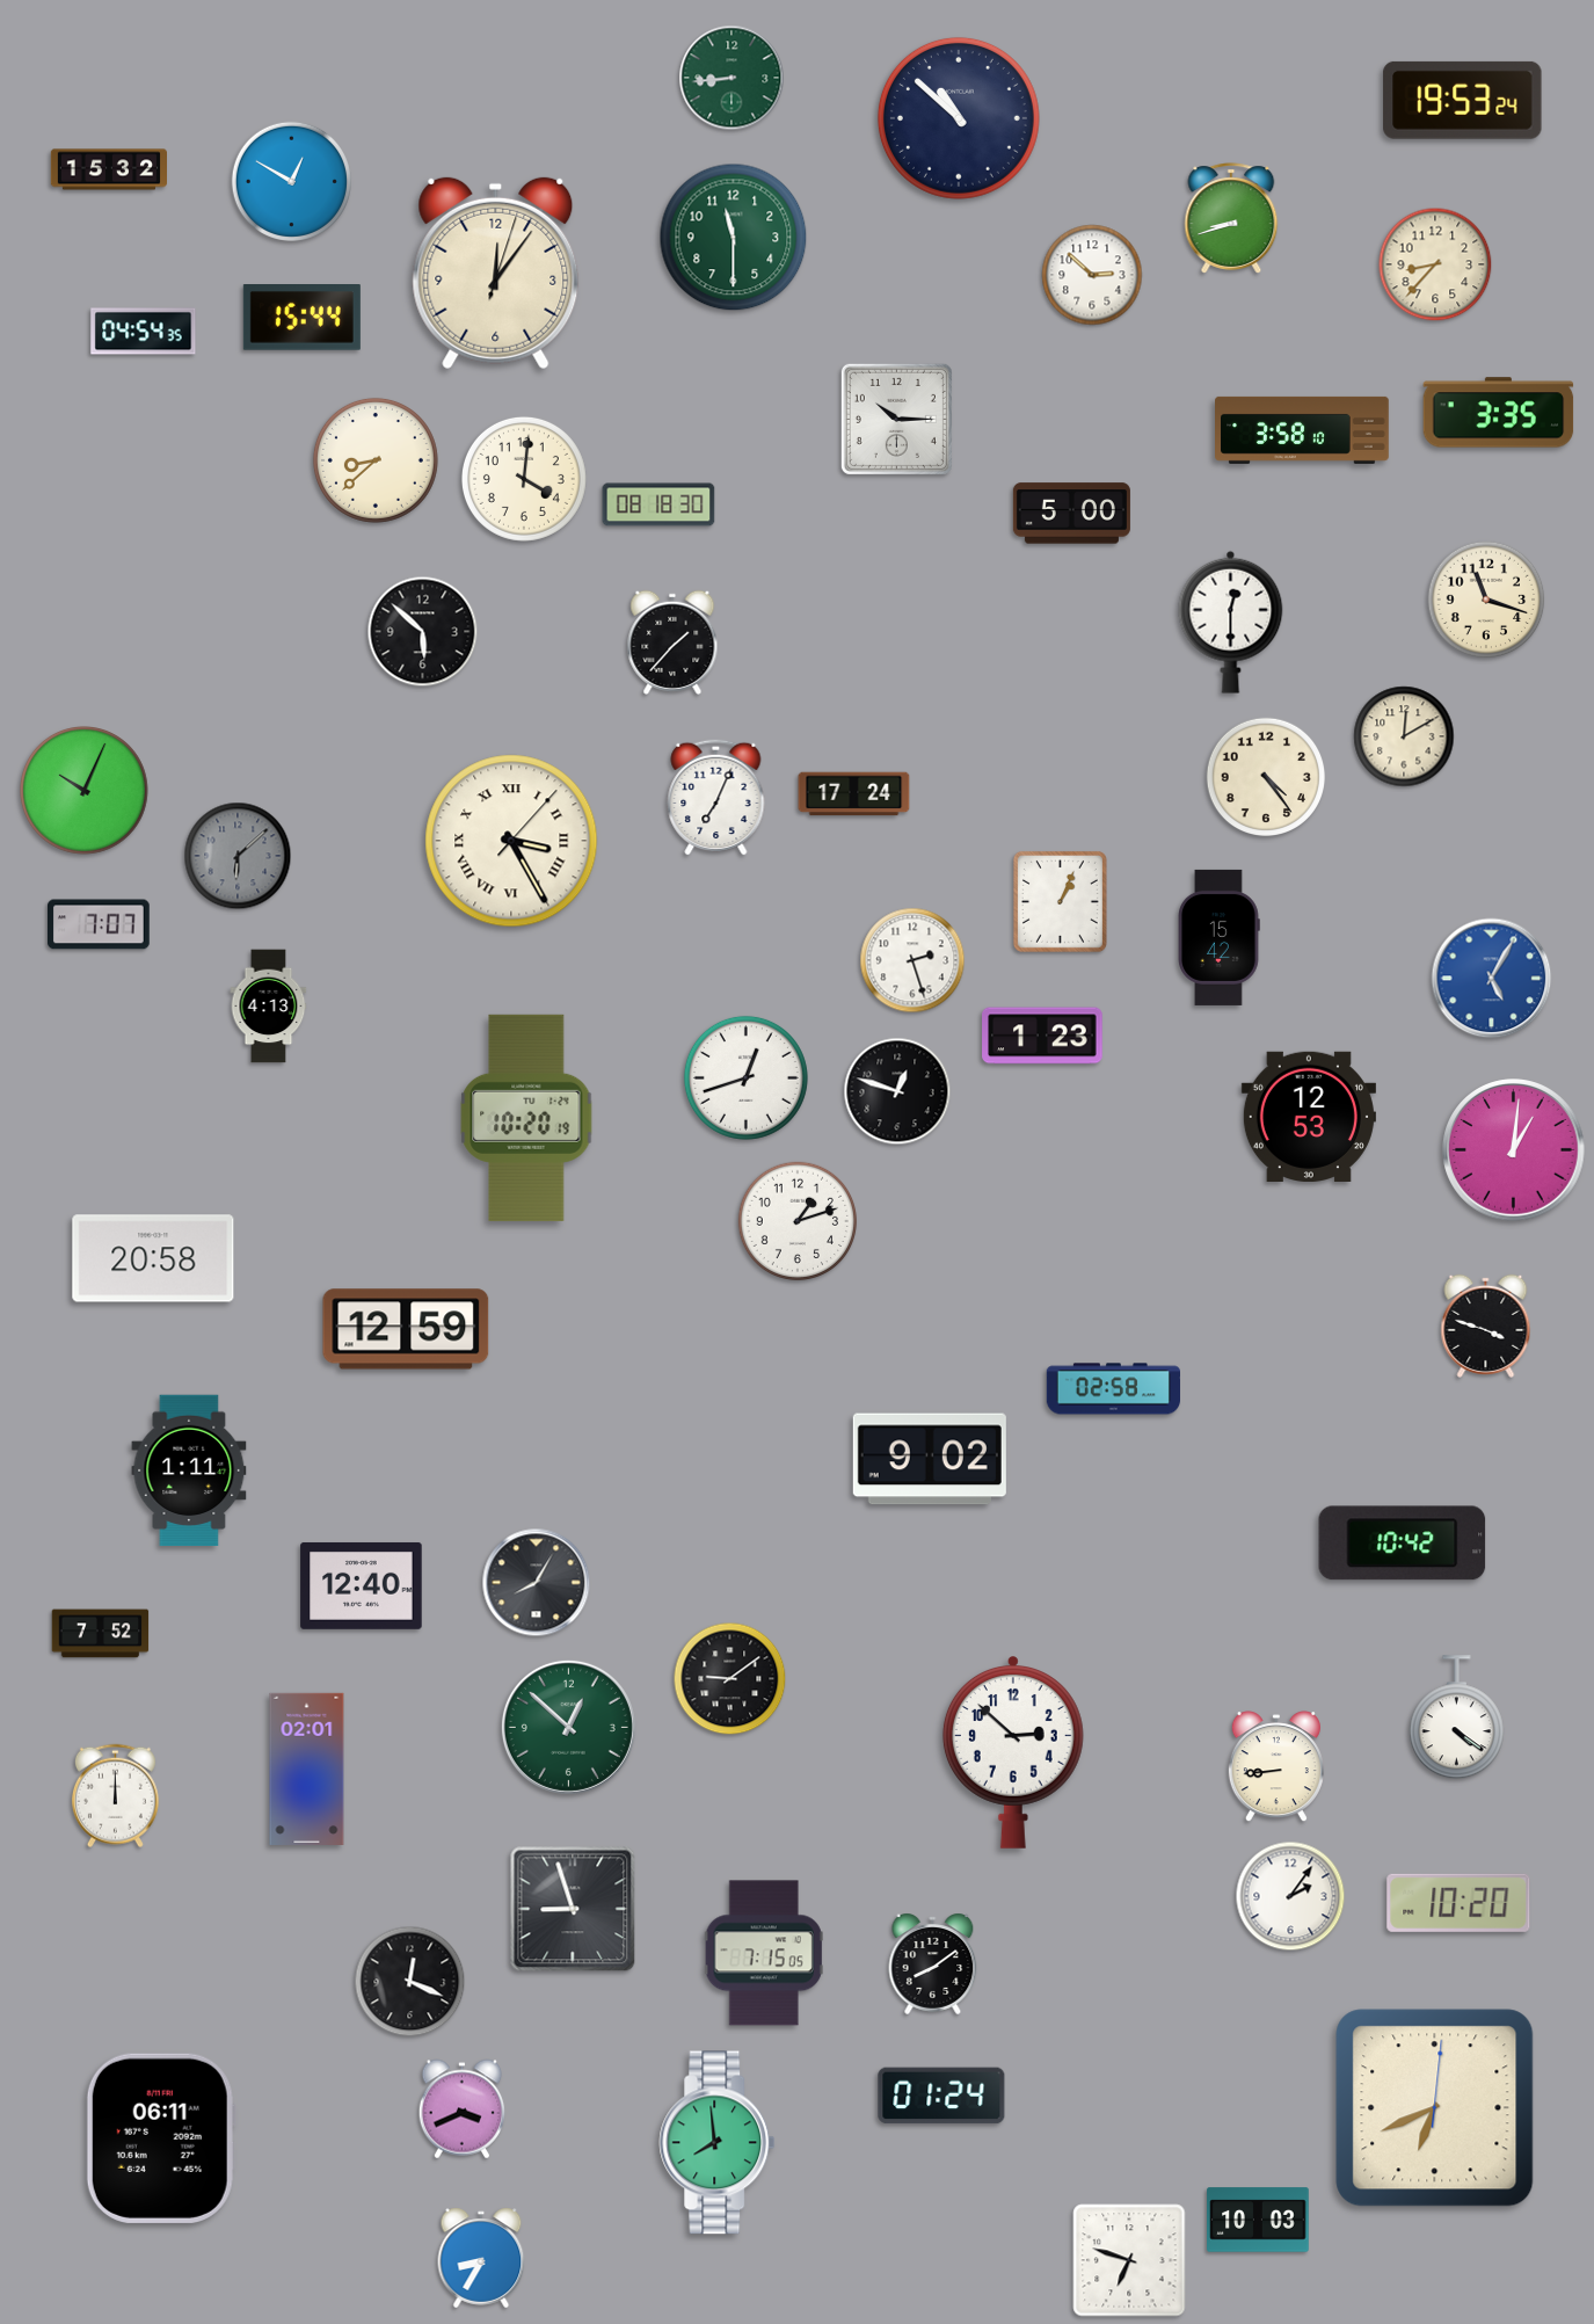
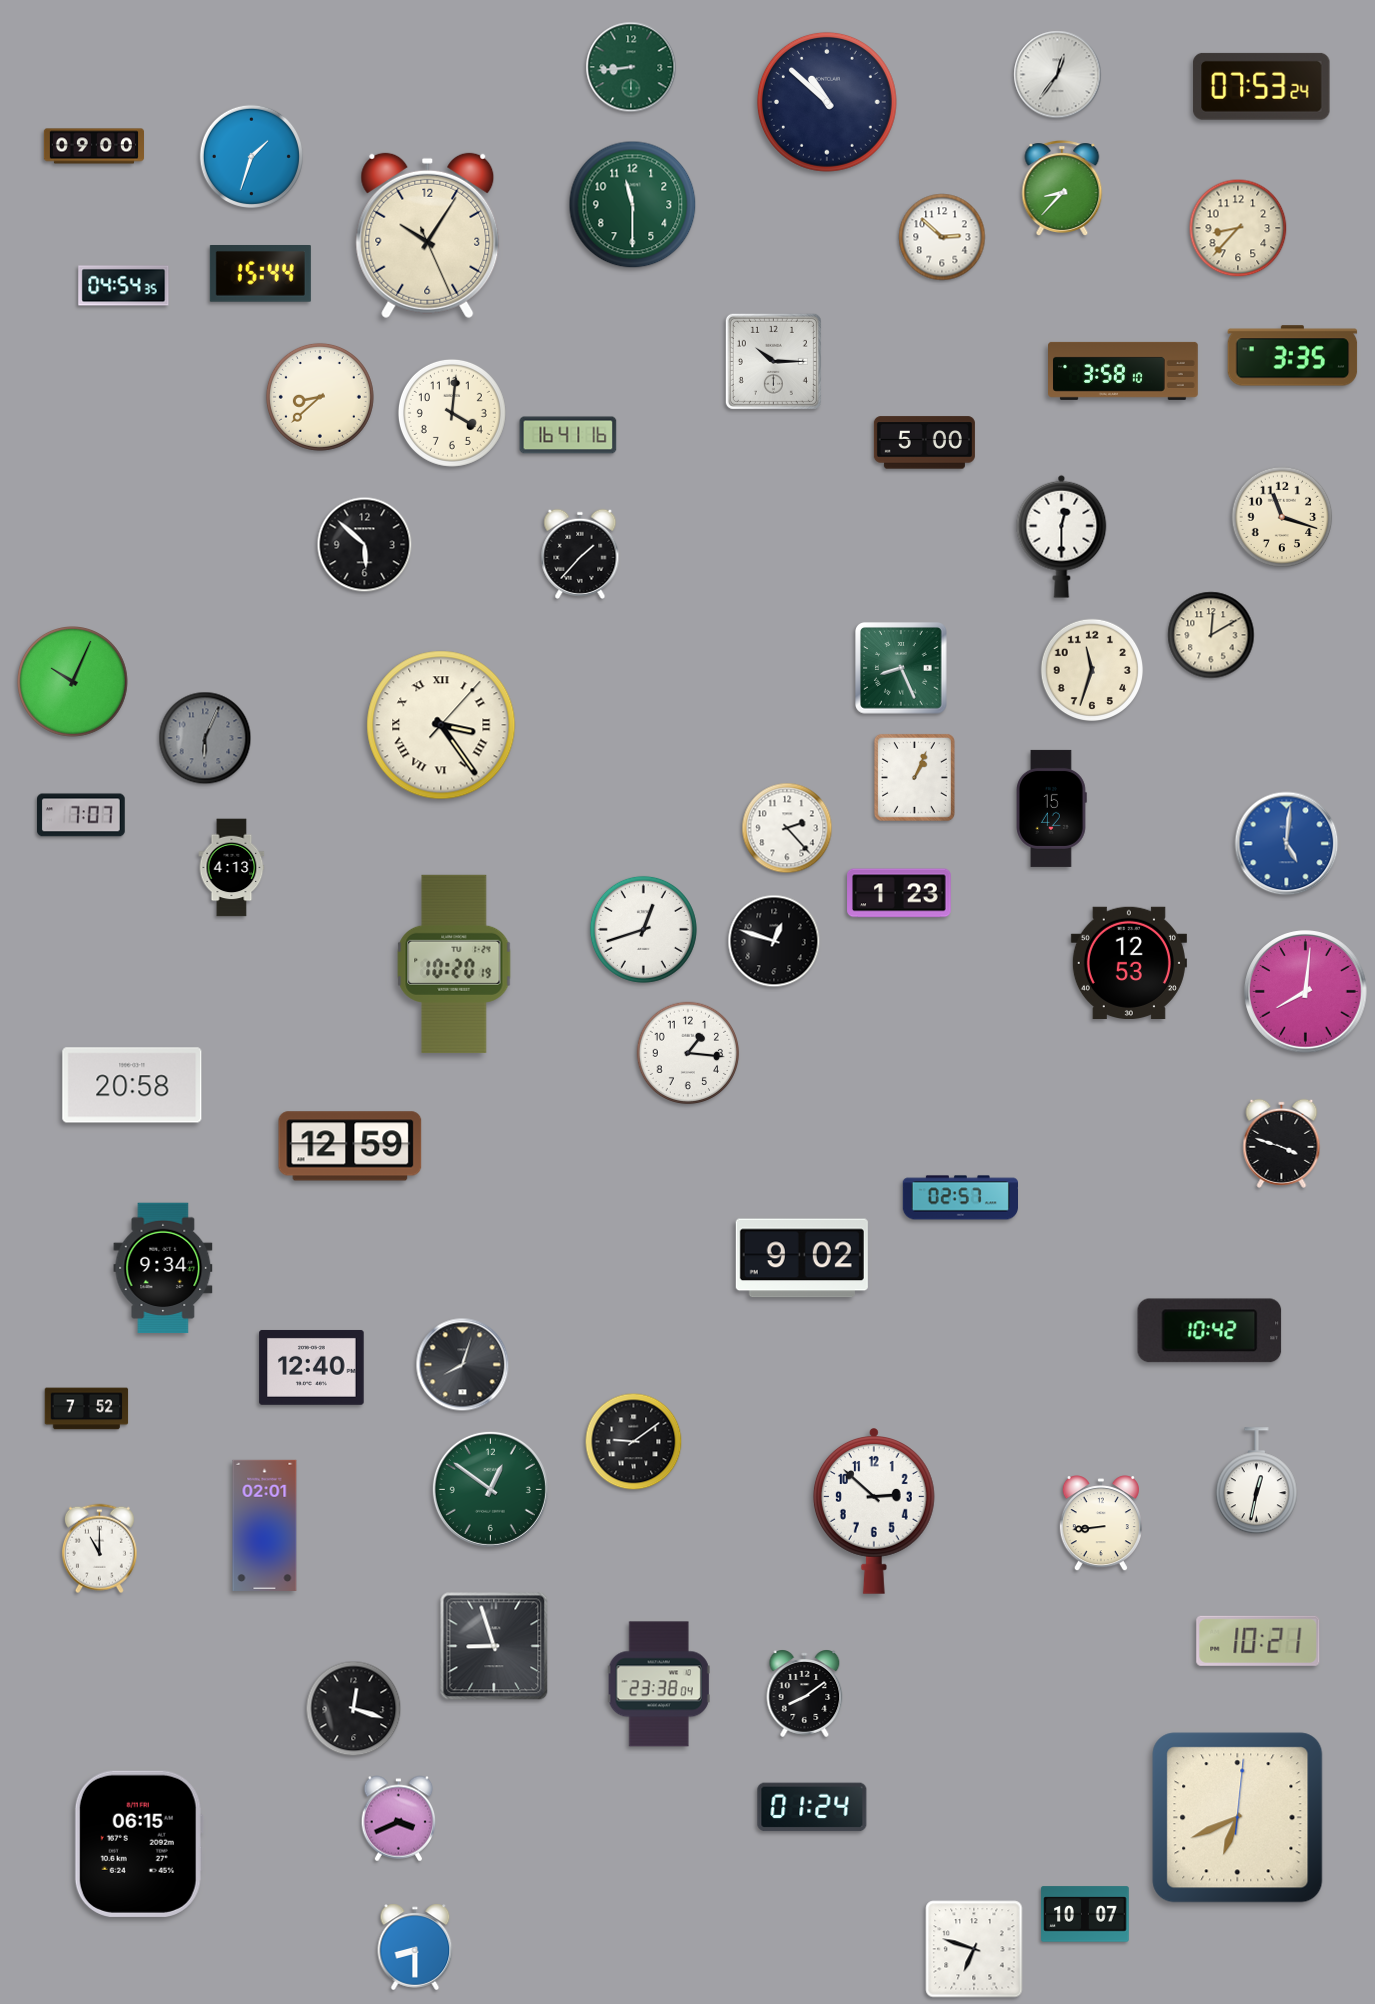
clock at (1058, 75): none -> 12:36
clock at (1463, 100): 19:53 -> 07:53
clock at (108, 169): 15:32 -> 09:00
clock at (291, 181): 12:50 -> 1:33
clock at (1231, 218): 8:42 -> 8:37
clock at (496, 274): 12:06 -> 10:05
clock at (376, 460) position: (376, 460) -> (320, 397)
clock at (658, 504): 08:18 -> 16:41
clock at (902, 669): none -> 8:26
clock at (1266, 777): 4:24 -> 11:33
clock at (854, 794): 17:24 -> none
clock at (716, 797): 7:04 -> none
clock at (511, 841): 3:25 -> 3:24
clock at (238, 856): 6:08 -> 6:04
clock at (100, 924) position: (100, 924) -> (82, 815)
clock at (912, 960): 2:27 -> 2:23
clock at (1492, 979): 5:05 -> 5:01
clock at (1514, 1150): 1:01 -> 8:01
clock at (798, 1221): 1:12 -> 1:16
clock at (1113, 1389): 02:58 -> 02:57
clock at (189, 1470): 1:11 -> 9:34
clock at (537, 1583): 8:05 -> 8:03
clock at (730, 1679) position: (730, 1679) -> (634, 1442)
clock at (1456, 1717): 4:21 -> 12:32
clock at (568, 1727): 12:52 -> 12:51
clock at (115, 1796): 12:00 -> 11:00
clock at (1290, 1896): 2:06 -> none
clock at (1458, 1903): 10:20 -> 10:21
clock at (764, 1953): 7:15 -> 23:38
clock at (410, 1982): 12:19 -> 12:18
clock at (161, 2138): 06:11 -> 06:15
clock at (718, 2143): 7:59 -> none
clock at (1258, 2220): 10:03 -> 10:07
clock at (481, 2258): 8:35 -> 8:30
